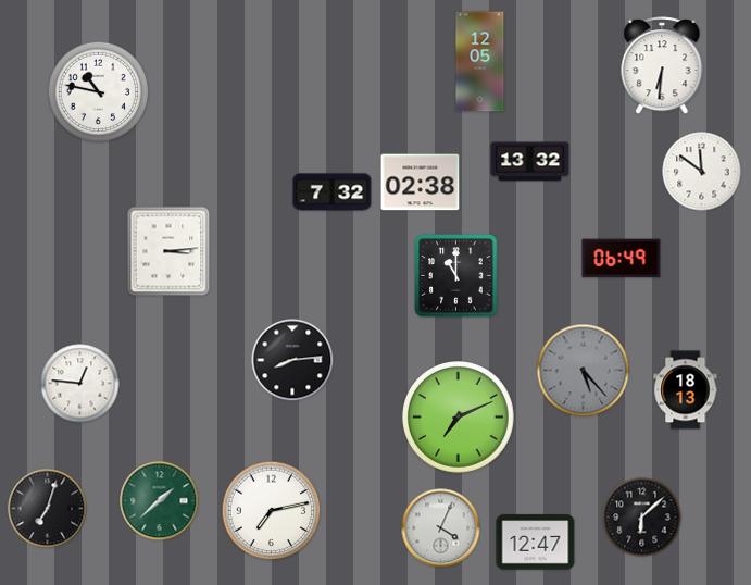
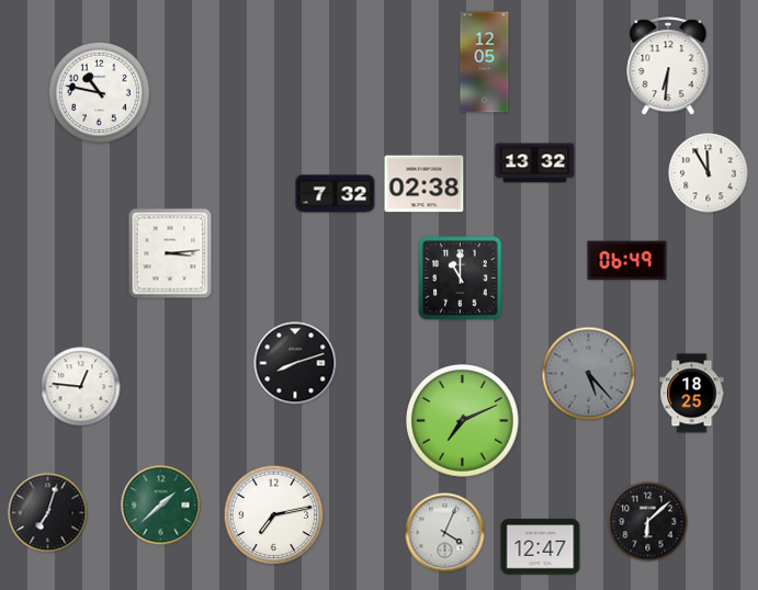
clock at (702, 172): 11:51 -> 11:55
clock at (292, 360): 8:14 -> 8:12
clock at (686, 390): 18:13 -> 18:25
